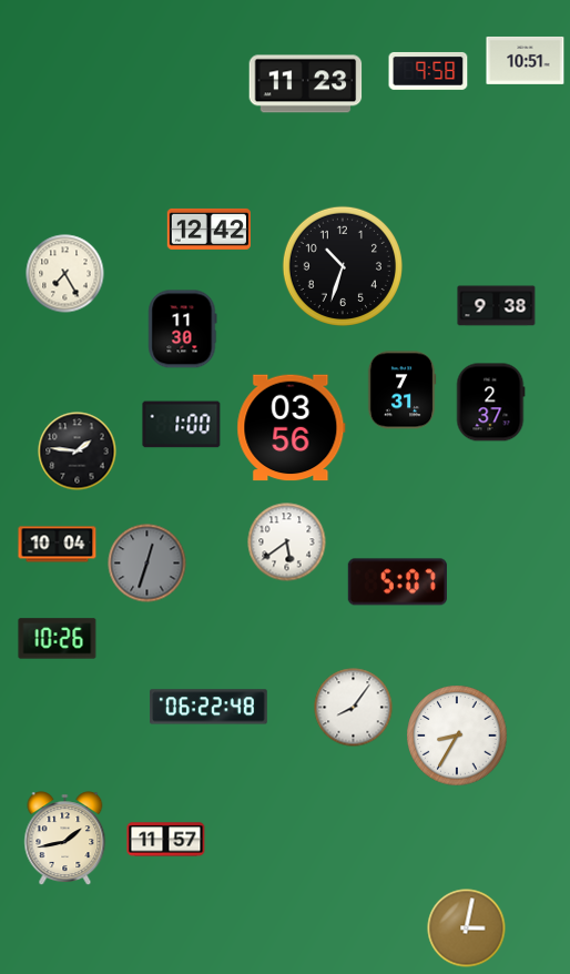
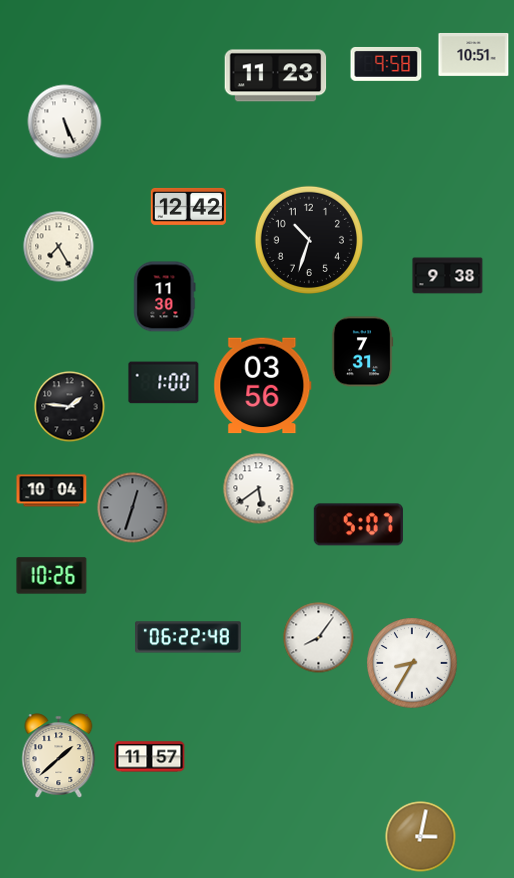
clock at (65, 122): none -> 5:26
clock at (491, 403): 2:37 -> none
clock at (65, 838): 1:43 -> 1:38
